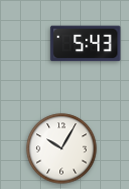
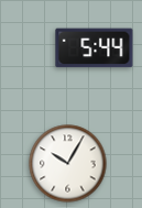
clock at (86, 44): 5:43 -> 5:44
